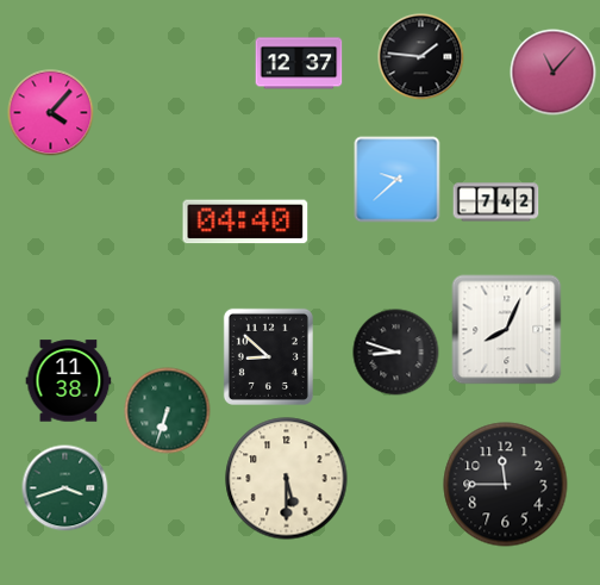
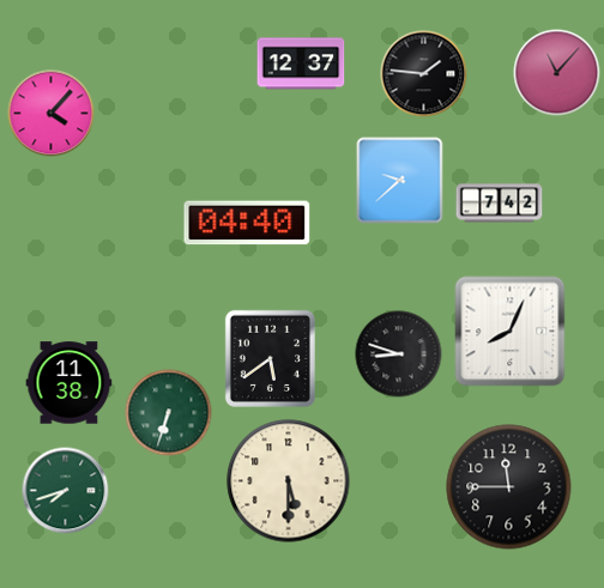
clock at (421, 57) position: (421, 57) -> (424, 74)
clock at (268, 356): 8:52 -> 5:39
clock at (65, 488): 3:42 -> 7:42
